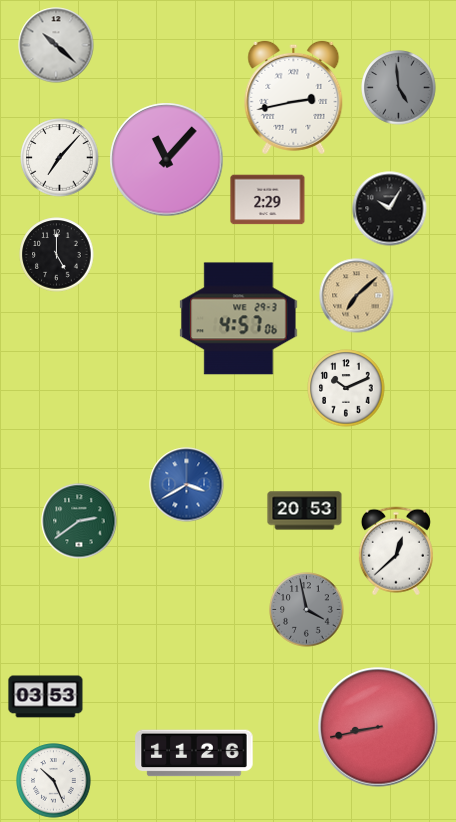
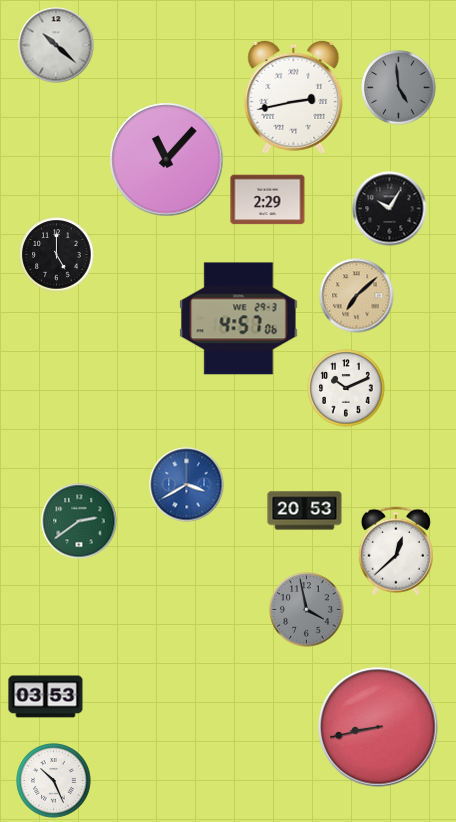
clock at (60, 158): 7:07 -> none
clock at (194, 753): 11:26 -> none
